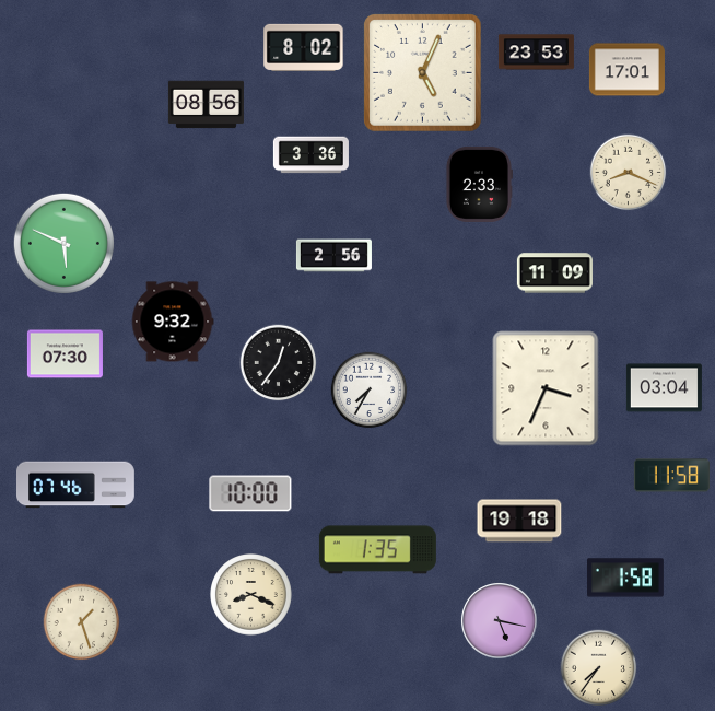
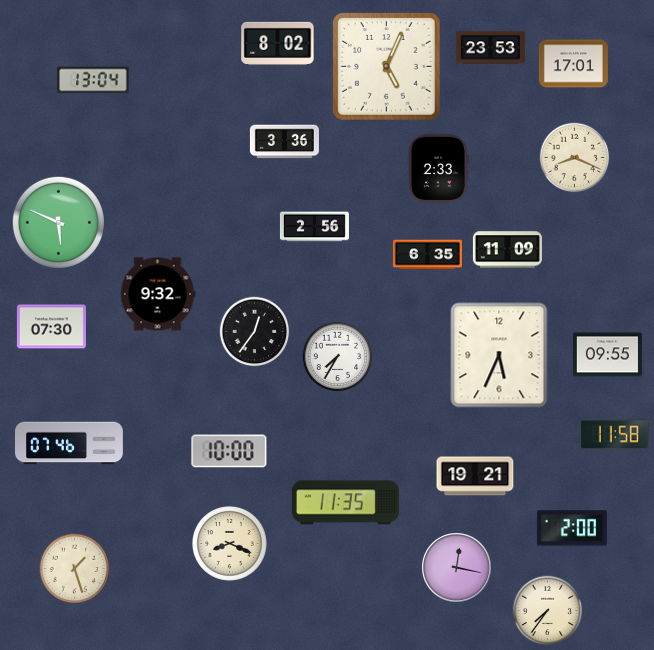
clock at (93, 80): none -> 13:04
clock at (206, 105): 08:56 -> none
clock at (333, 256) position: (333, 256) -> (314, 227)
clock at (427, 255): none -> 6:35
clock at (65, 354) position: (65, 354) -> (51, 327)
clock at (546, 388): 3:34 -> 5:34
clock at (664, 388): 03:04 -> 09:55
clock at (519, 521): 19:18 -> 19:21
clock at (377, 550): 1:35 -> 11:35
clock at (625, 578): 1:58 -> 2:00
clock at (500, 621): 5:17 -> 12:17
